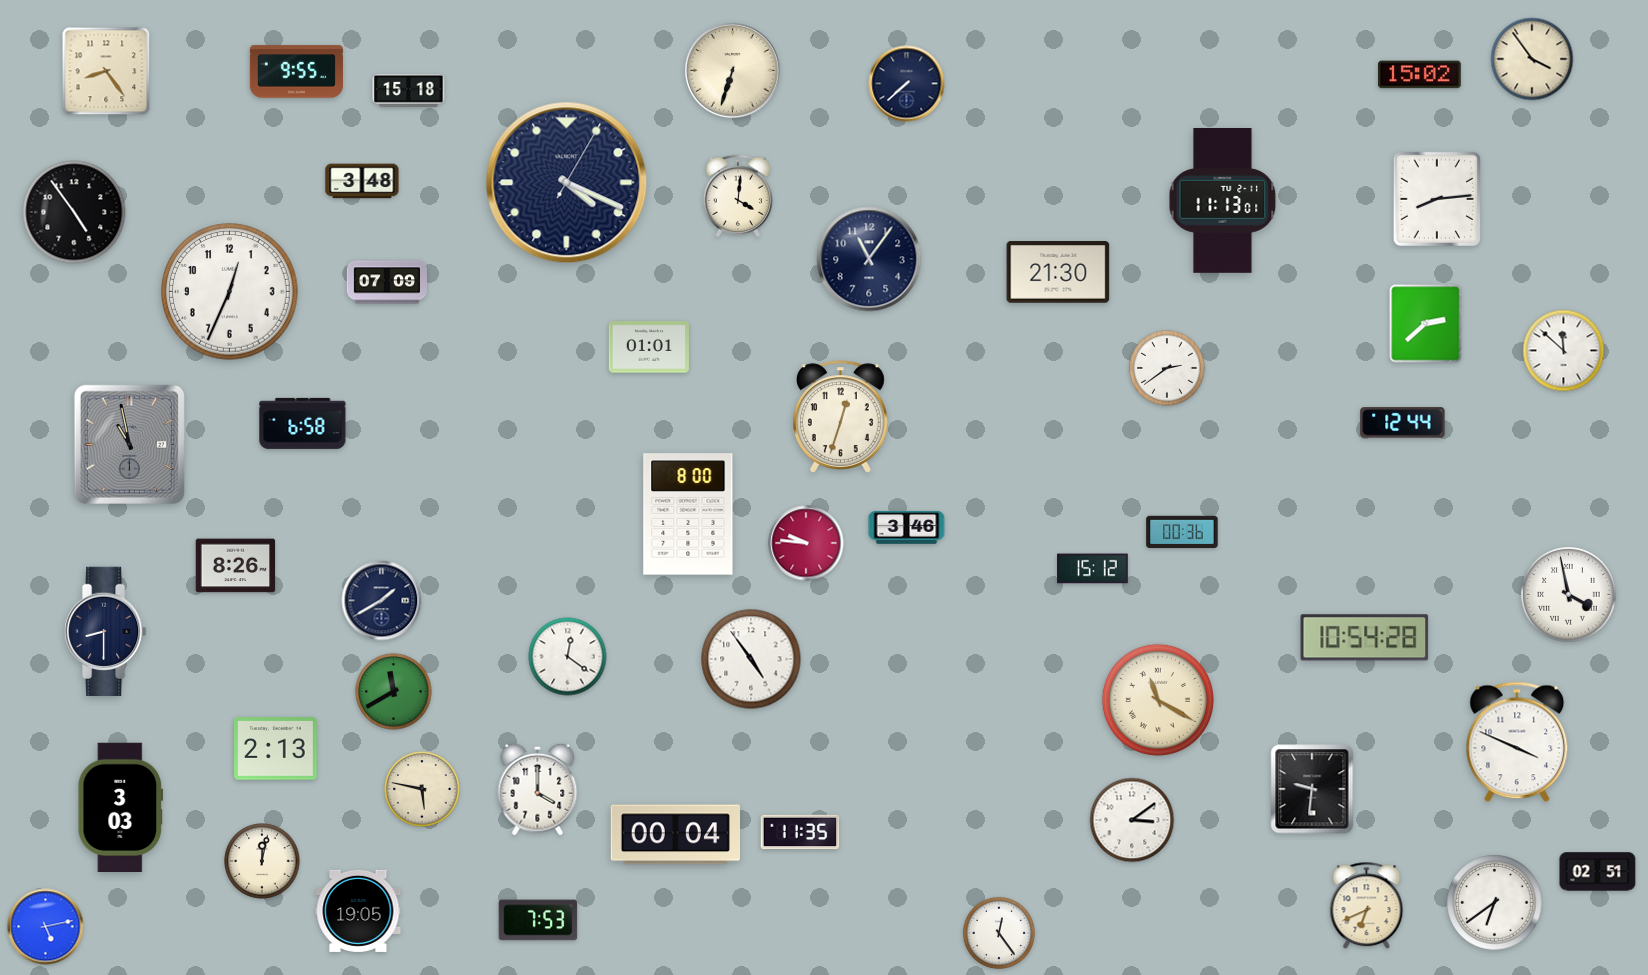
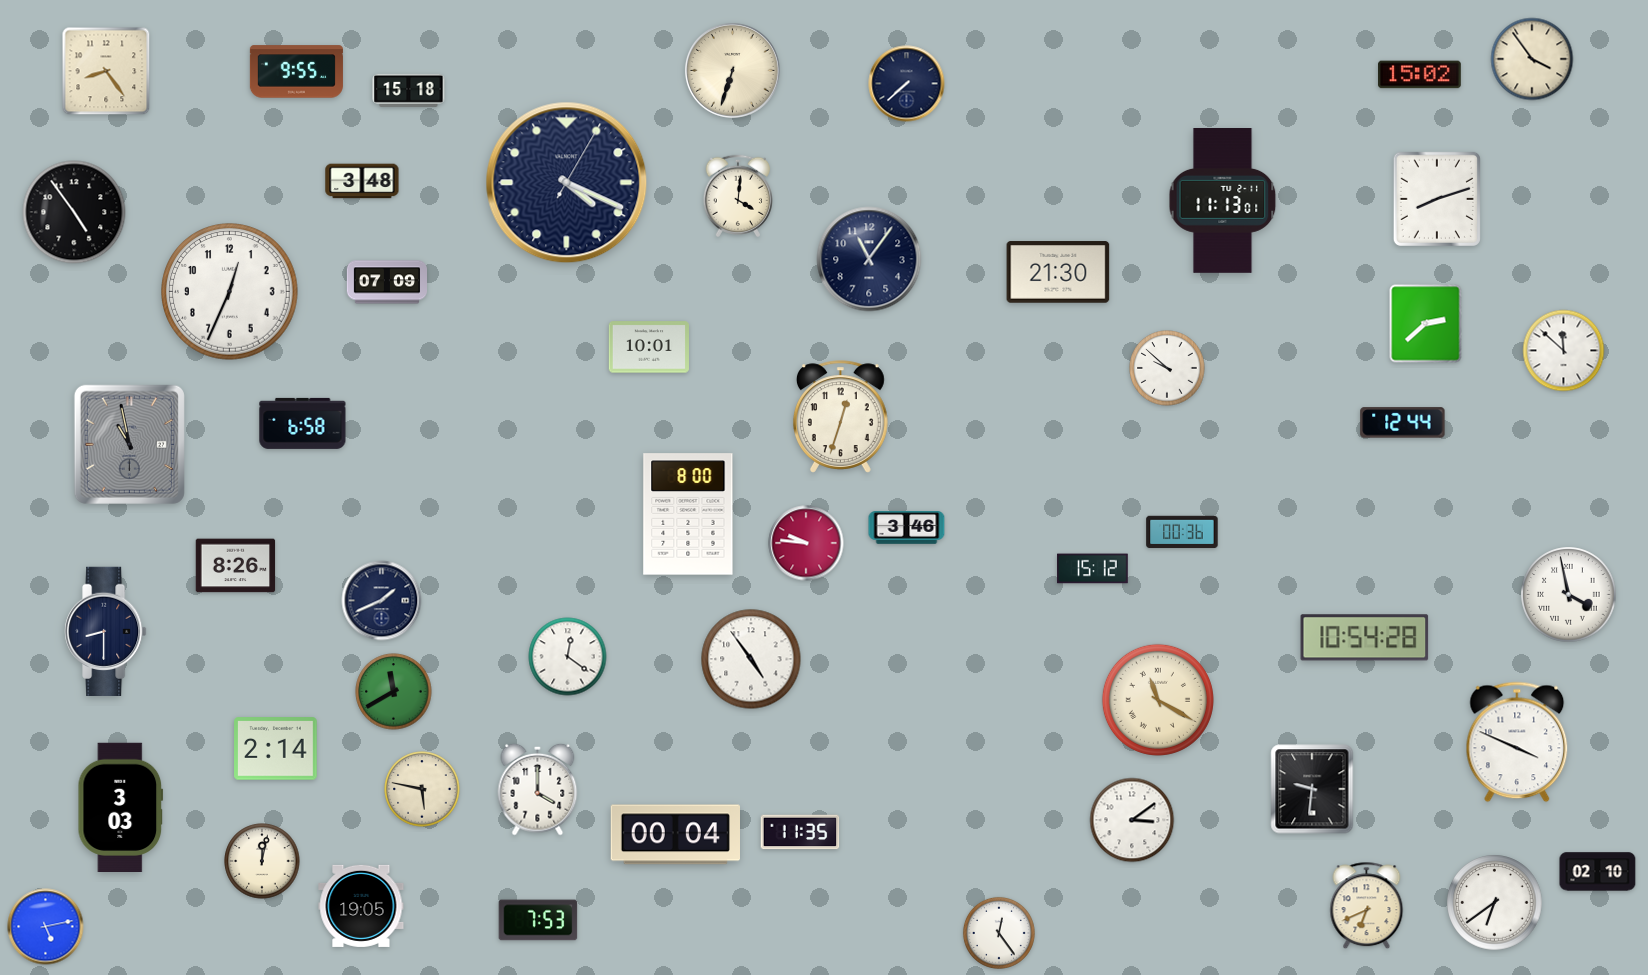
clock at (1437, 199): 8:14 -> 8:12
clock at (649, 347): 01:01 -> 10:01
clock at (1167, 368): 2:39 -> 9:52
clock at (382, 601): 1:40 -> 1:41
clock at (276, 749): 2:13 -> 2:14
clock at (1598, 872): 02:51 -> 02:10
clock at (358, 911) position: (358, 911) -> (361, 906)
